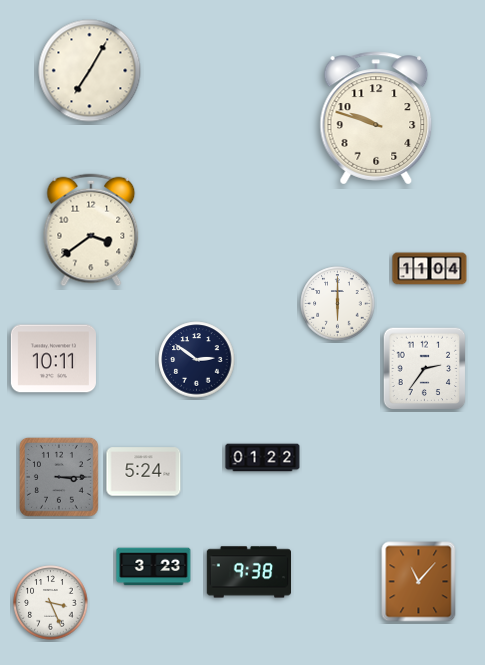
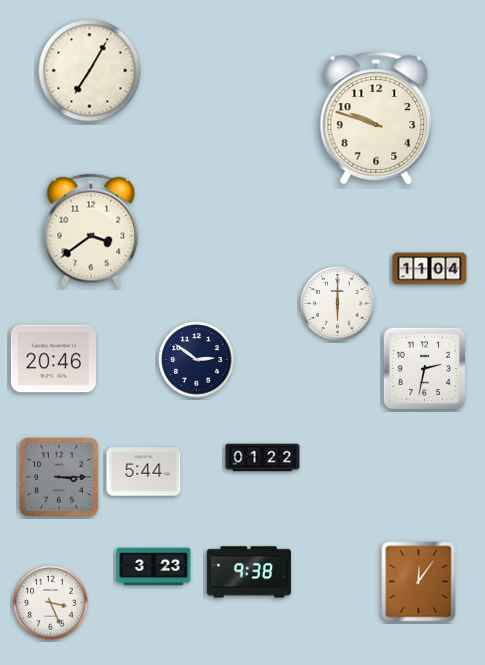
clock at (53, 359): 10:11 -> 20:46
clock at (425, 369): 2:36 -> 2:32
clock at (144, 472): 5:24 -> 5:44
clock at (419, 582): 11:07 -> 12:06
